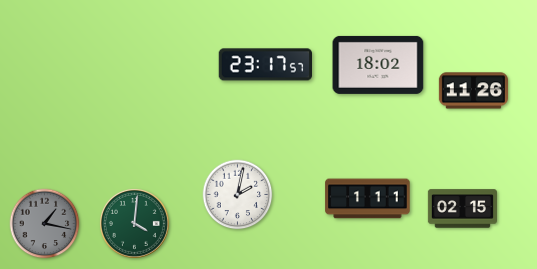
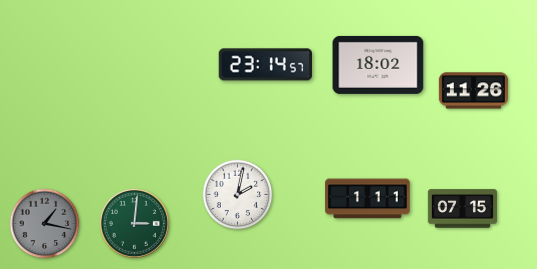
clock at (265, 65): 23:17 -> 23:14
clock at (462, 209): 02:15 -> 07:15
clock at (134, 223): 4:01 -> 3:01
